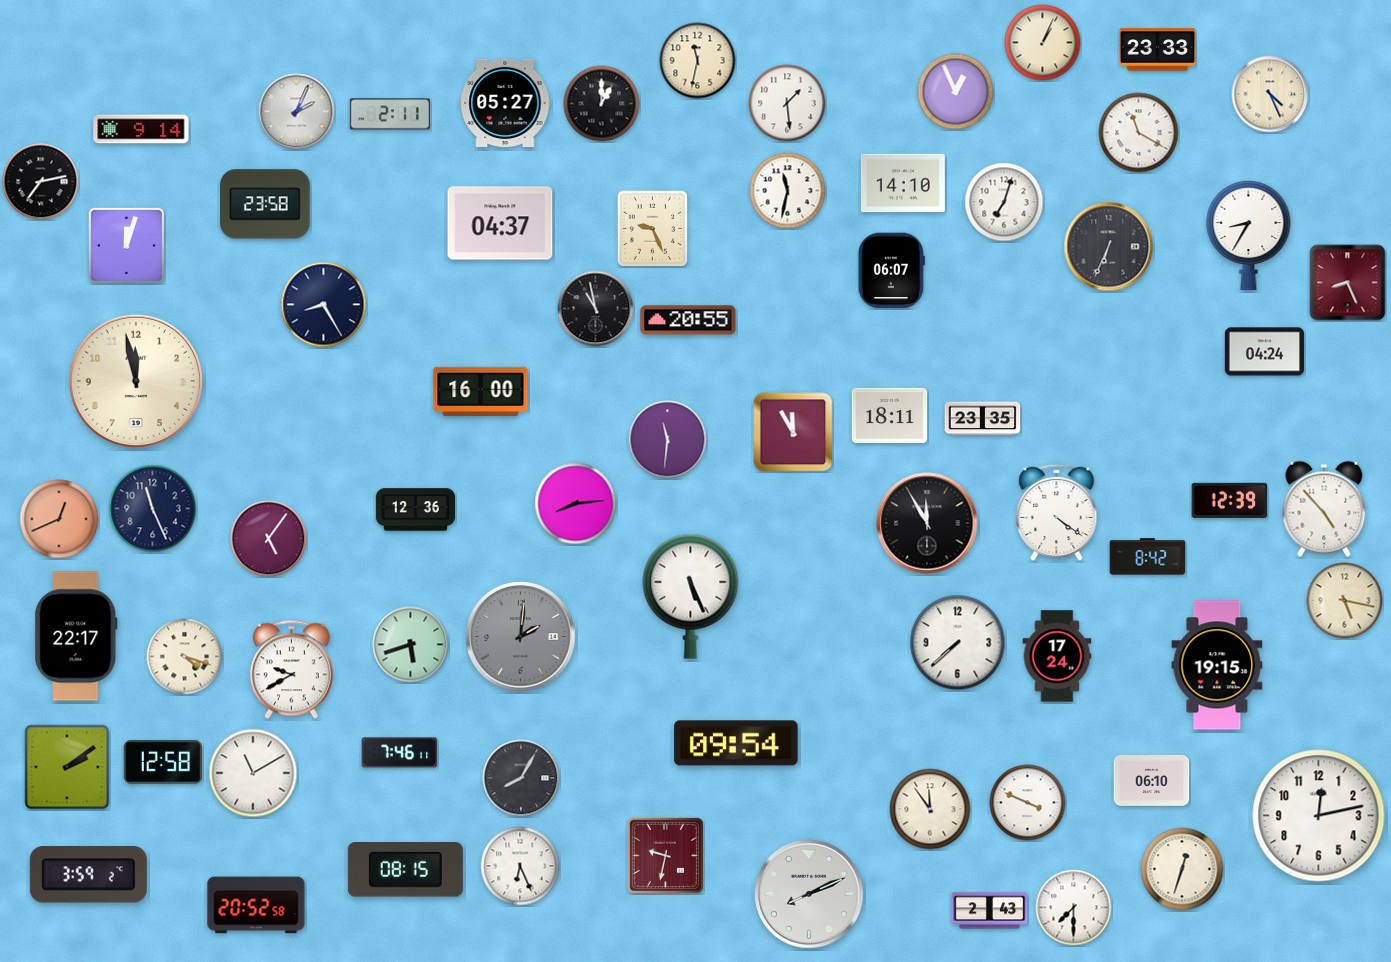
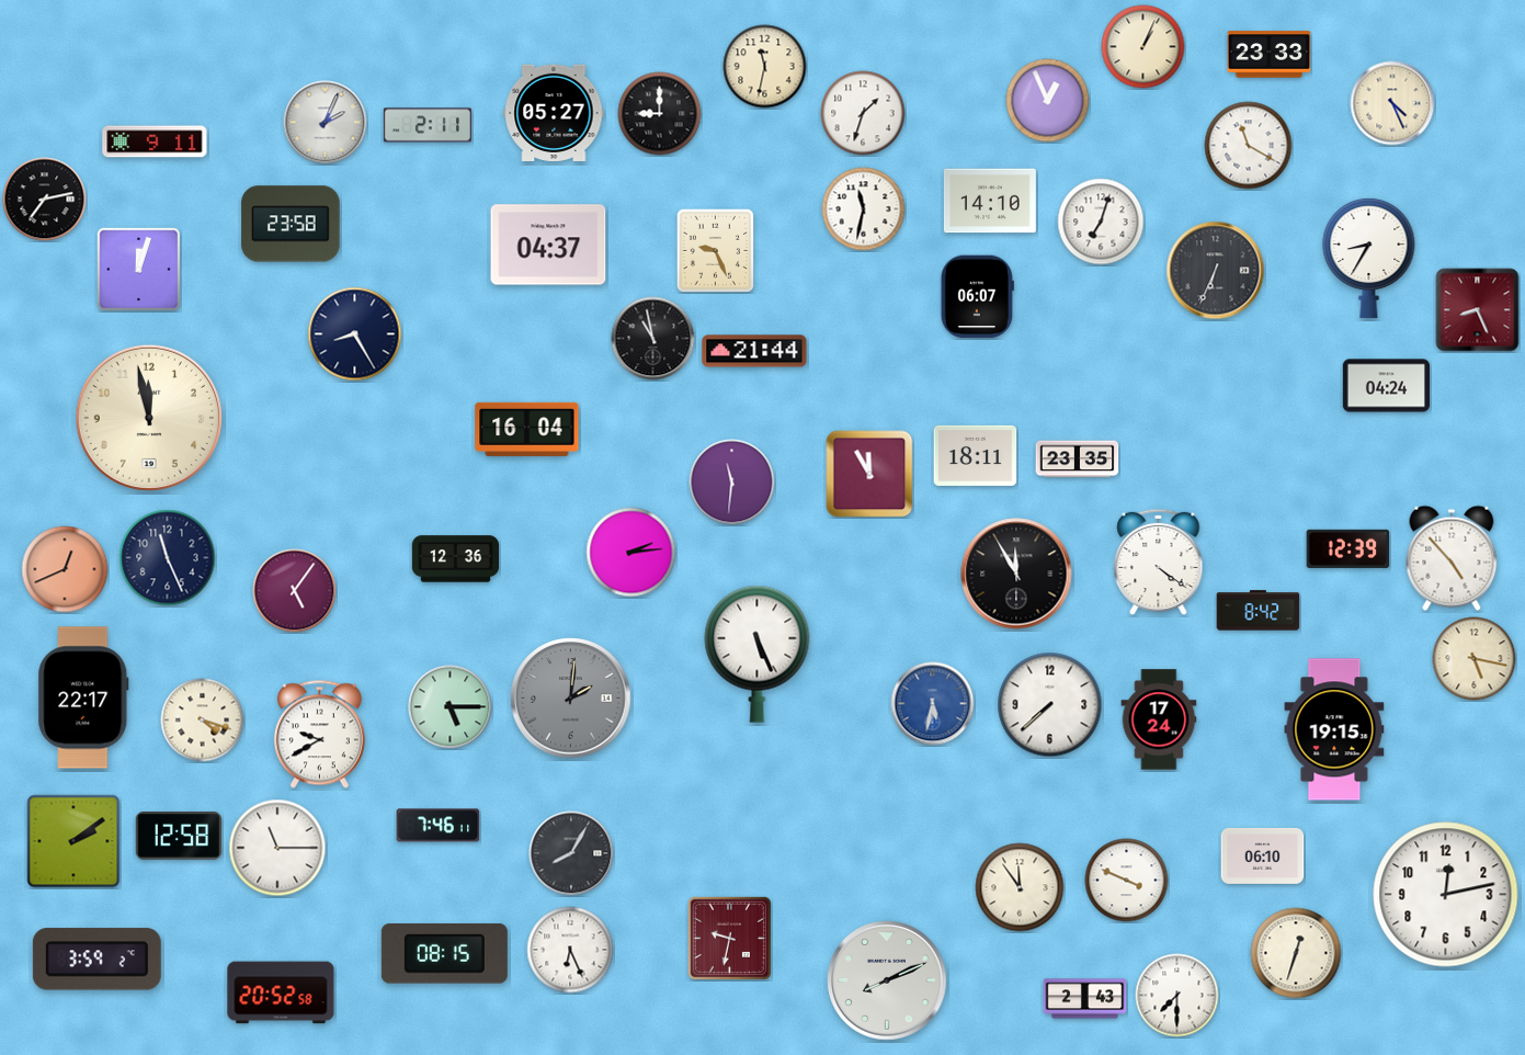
clock at (787, 103): 1:29 -> 1:33
clock at (602, 104): 1:00 -> 9:00
clock at (141, 129): 9:14 -> 9:11
clock at (688, 320): 20:55 -> 21:44
clock at (481, 391): 16:00 -> 16:04
clock at (576, 504): 8:14 -> 2:14
clock at (933, 704): none -> 5:32
clock at (411, 645): 5:42 -> 5:15
clock at (736, 743): 09:54 -> none
clock at (253, 773): 11:10 -> 11:15
